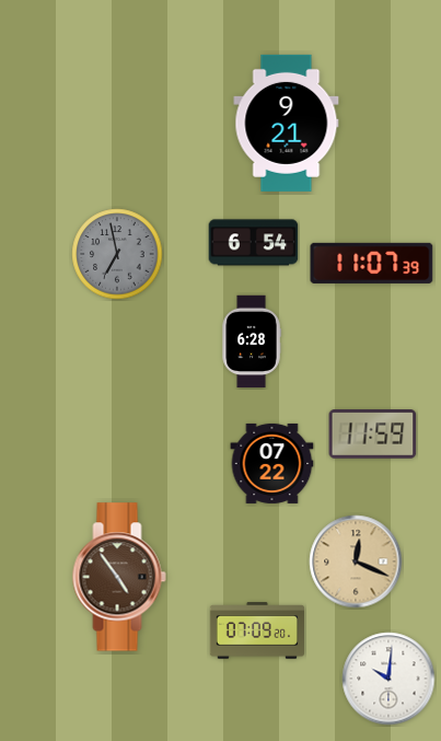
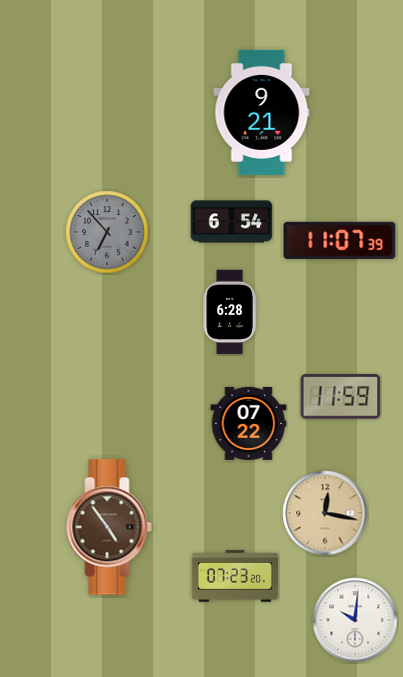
clock at (117, 254): 6:58 -> 6:53
clock at (356, 561): 12:19 -> 12:17
clock at (256, 630): 07:09 -> 07:23
